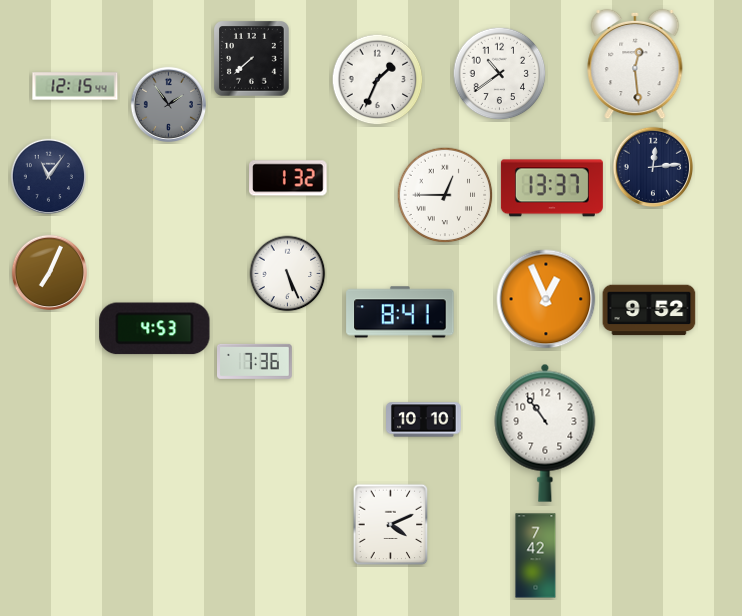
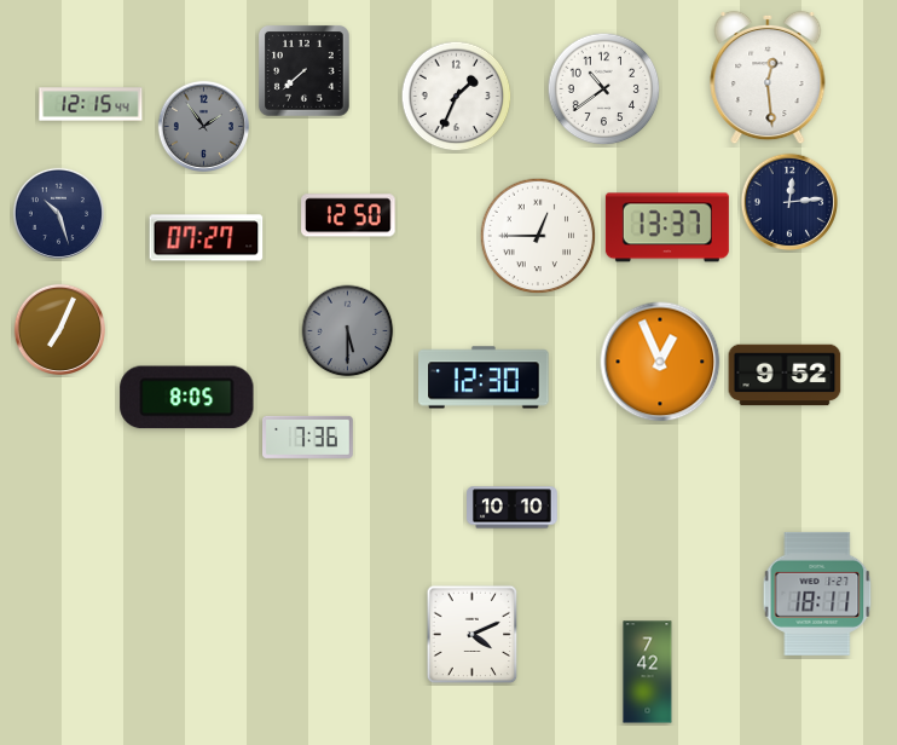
clock at (48, 176): 11:06 -> 10:27
clock at (288, 178): 1:32 -> 12:50
clock at (207, 238): none -> 07:27
clock at (288, 274): 5:26 -> 5:30
clock at (288, 274) dial: white -> grey
clock at (400, 312): 8:41 -> 12:30
clock at (155, 329): 4:53 -> 8:05
clock at (545, 433): 10:54 -> none
clock at (817, 594): none -> 18:11
